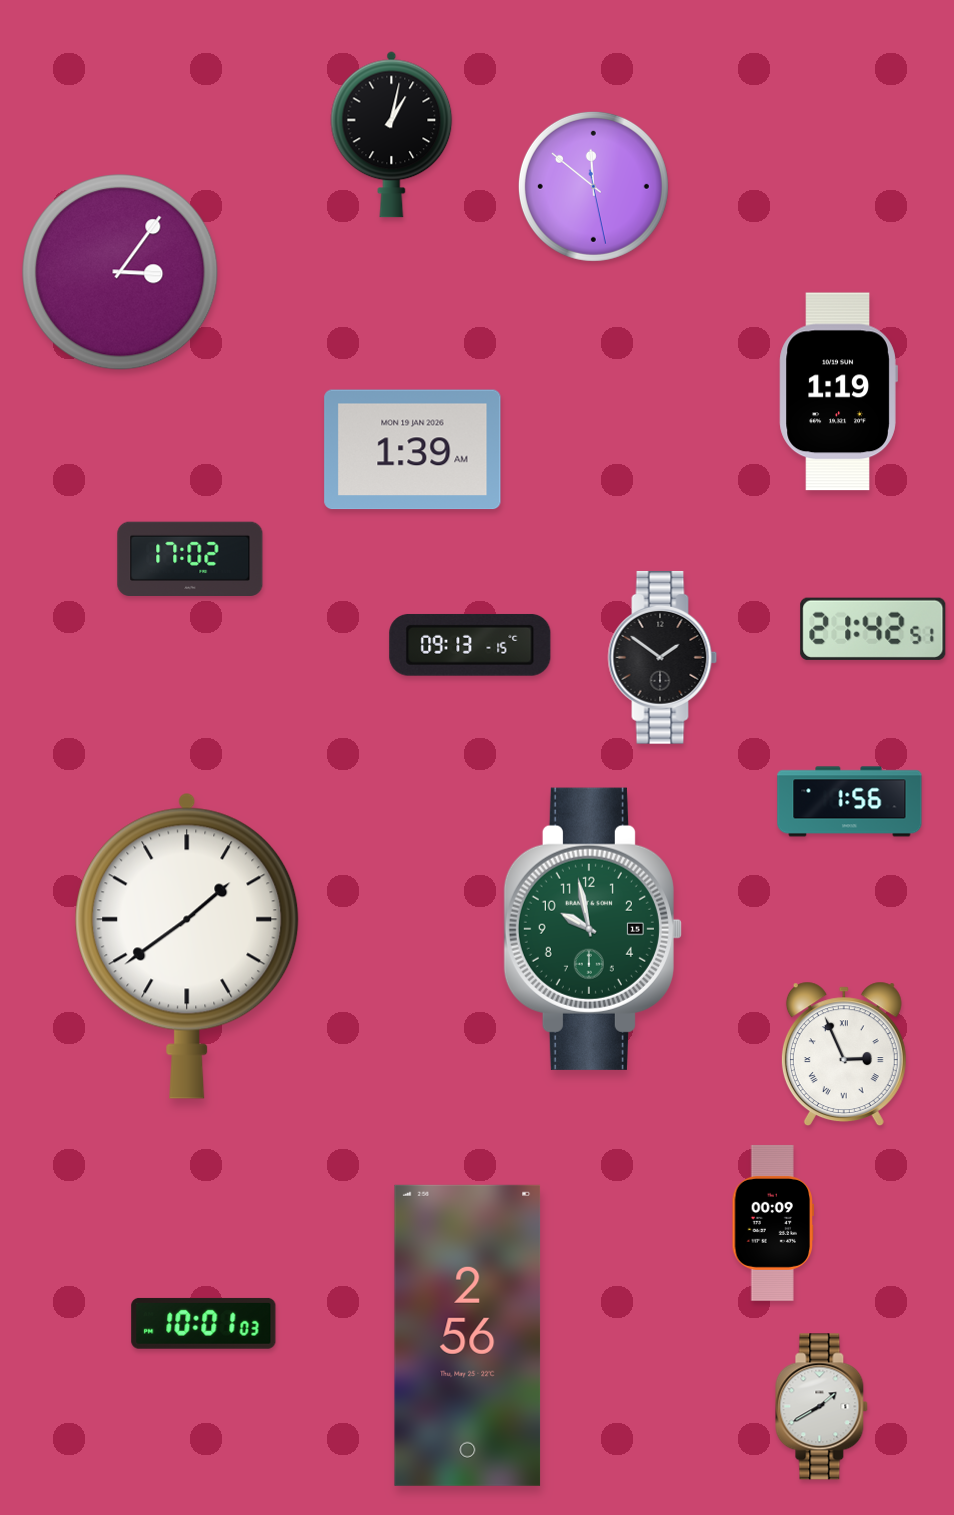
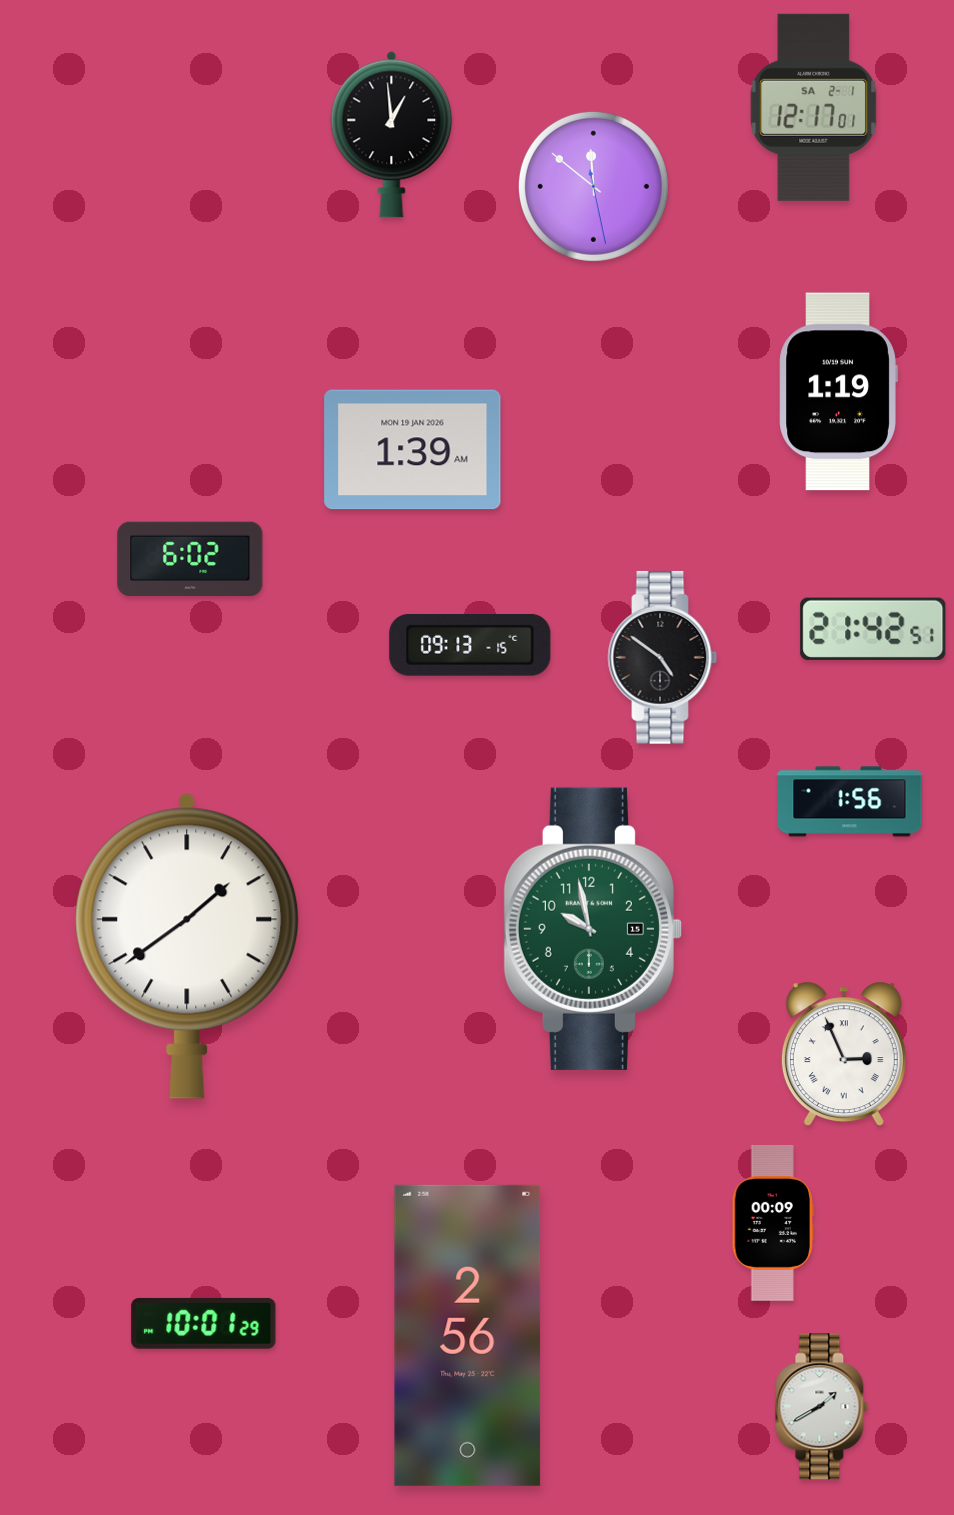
clock at (814, 107): none -> 12:17
clock at (392, 134): 1:02 -> 12:59
clock at (120, 272): 3:06 -> none
clock at (190, 558): 17:02 -> 6:02
clock at (663, 657): 1:51 -> 4:51
clock at (204, 1323): 10:01:03 -> 10:01:29
